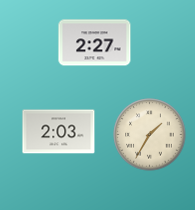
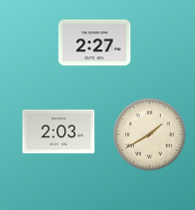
clock at (150, 135): 1:35 -> 1:40
